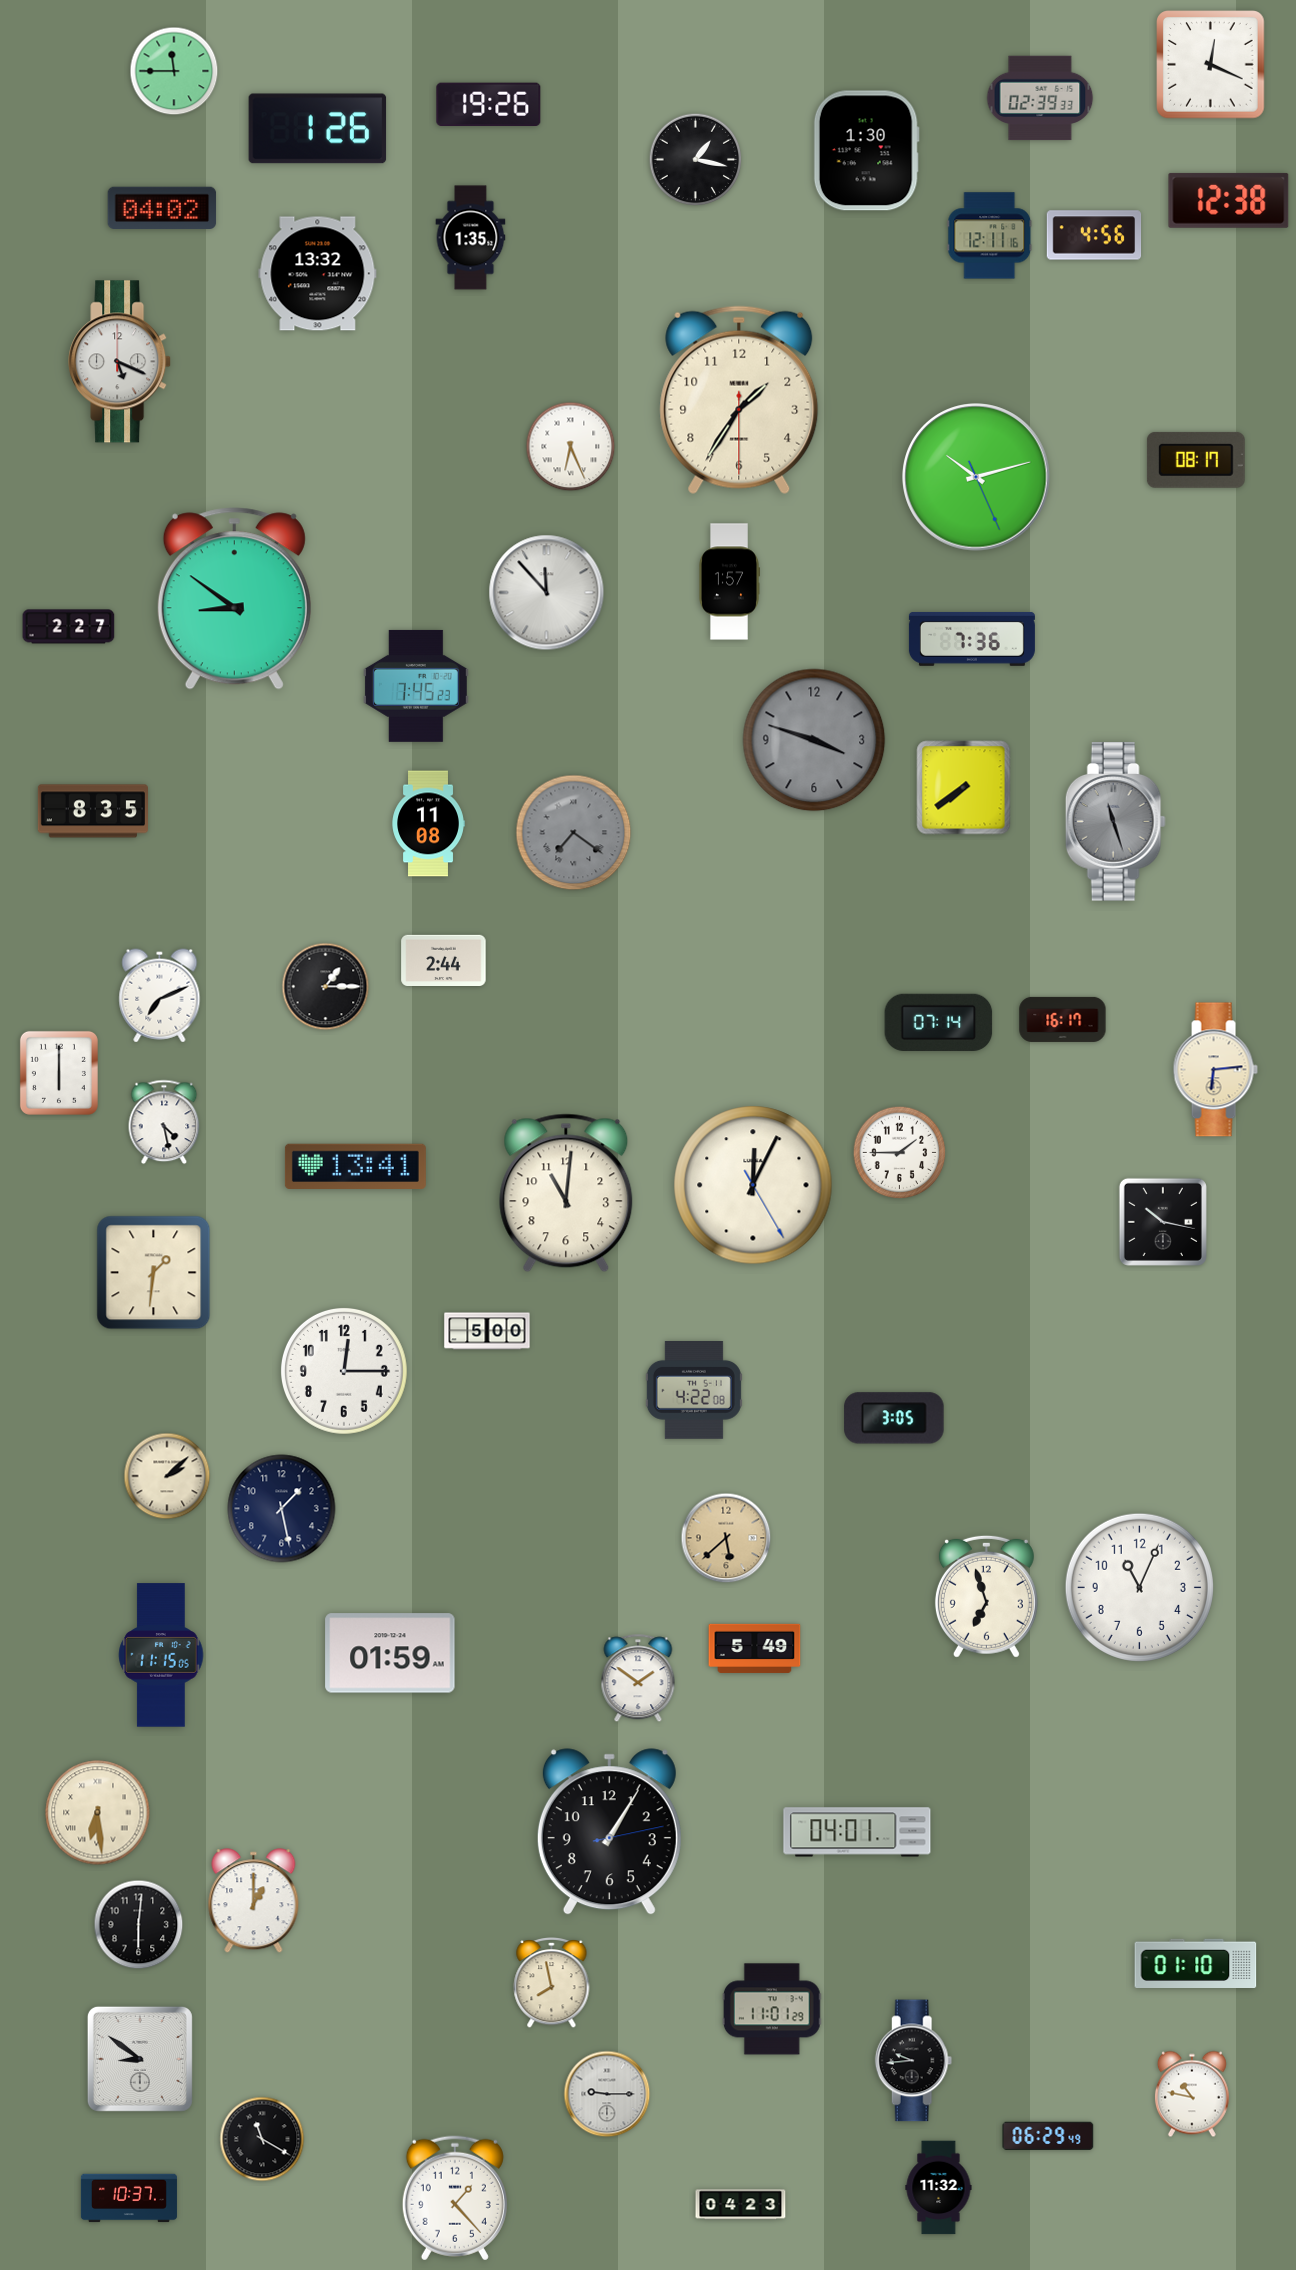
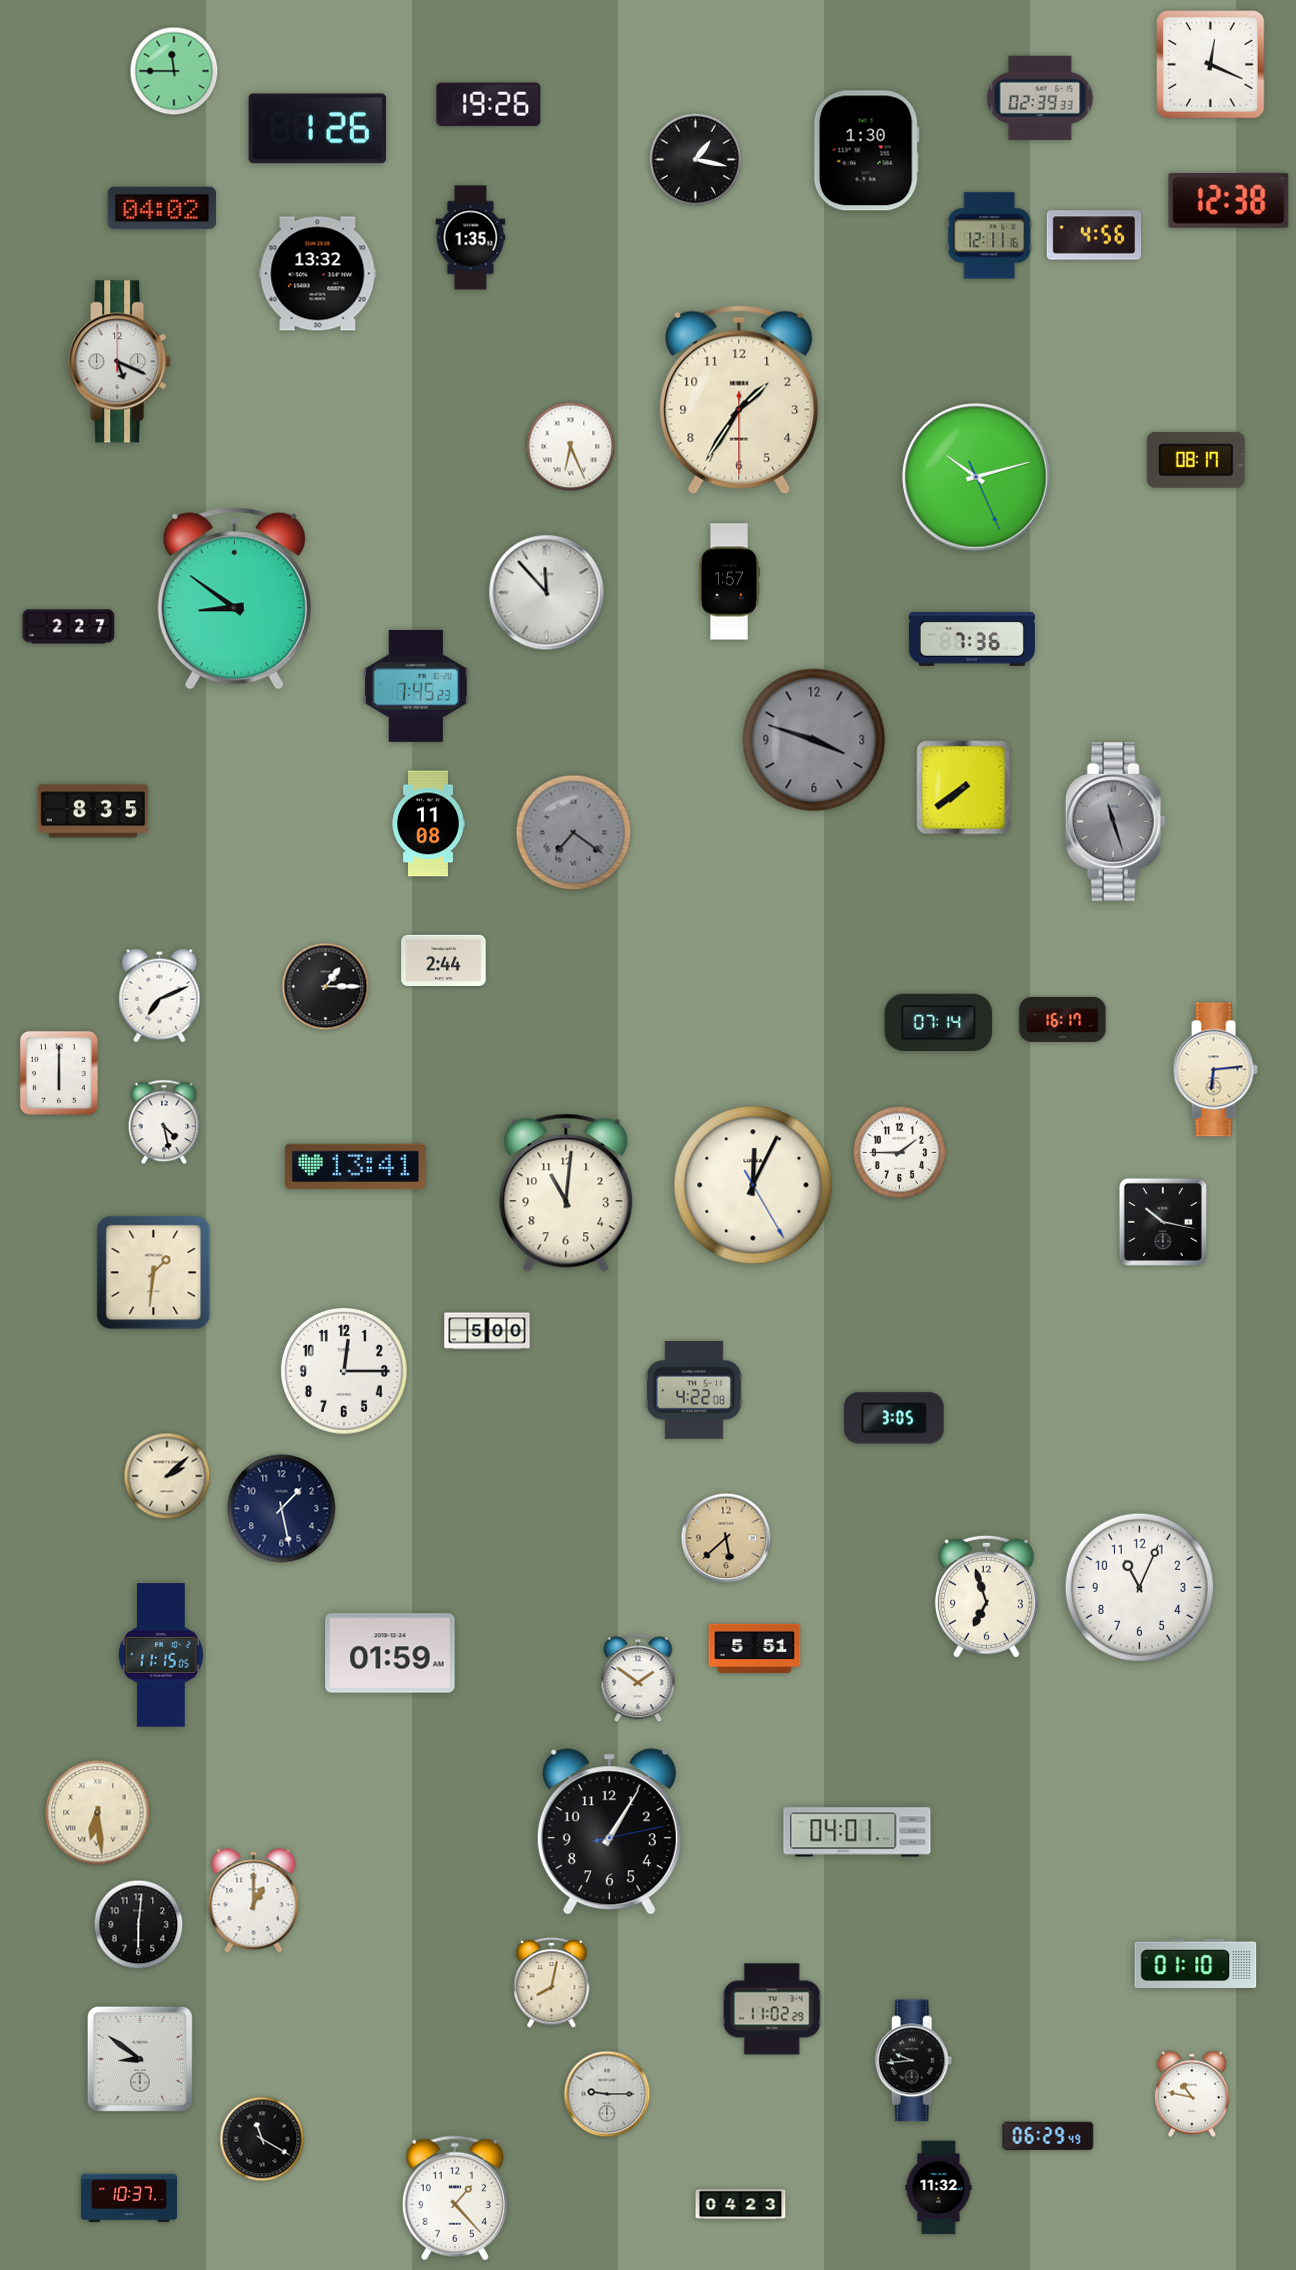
clock at (755, 1648): 5:49 -> 5:51
clock at (552, 1982): 7:58 -> 8:02
clock at (772, 2009): 11:01 -> 11:02
